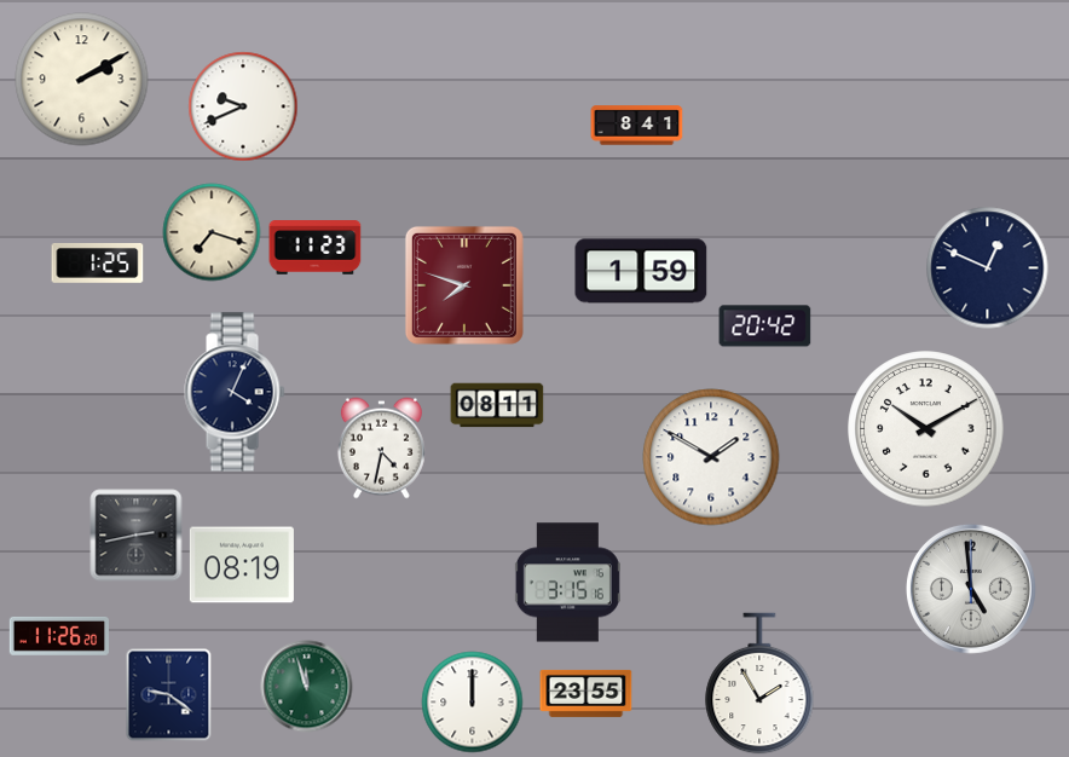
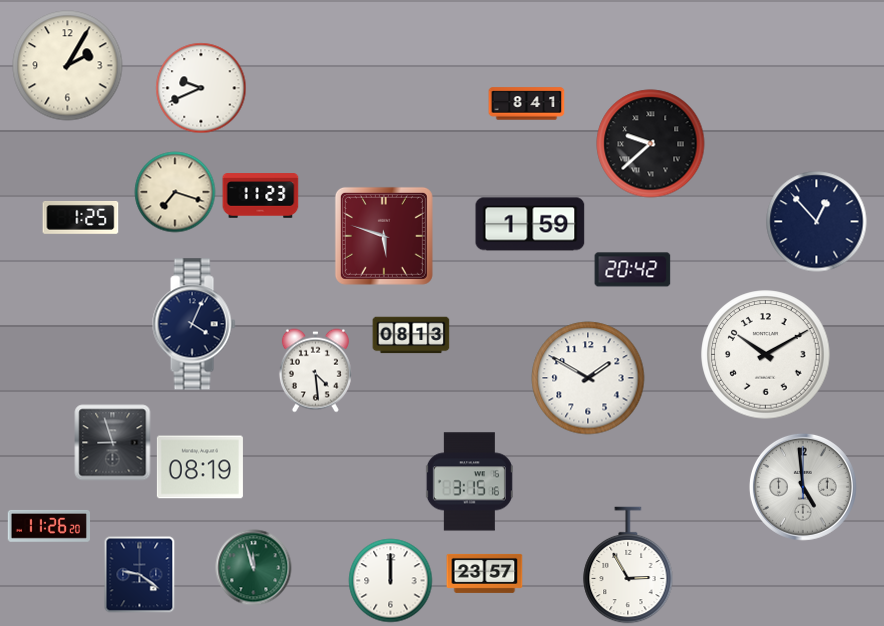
clock at (82, 80): 2:10 -> 2:05
clock at (651, 144): none -> 9:38
clock at (316, 248) position: (316, 248) -> (261, 196)
clock at (988, 268): 12:49 -> 12:53
clock at (464, 285): 7:48 -> 5:48
clock at (497, 405): 08:11 -> 08:13
clock at (381, 449): 4:32 -> 4:29
clock at (137, 536): 2:43 -> 8:57
clock at (759, 683): 1:55 -> 2:55
clock at (586, 693): 23:55 -> 23:57
